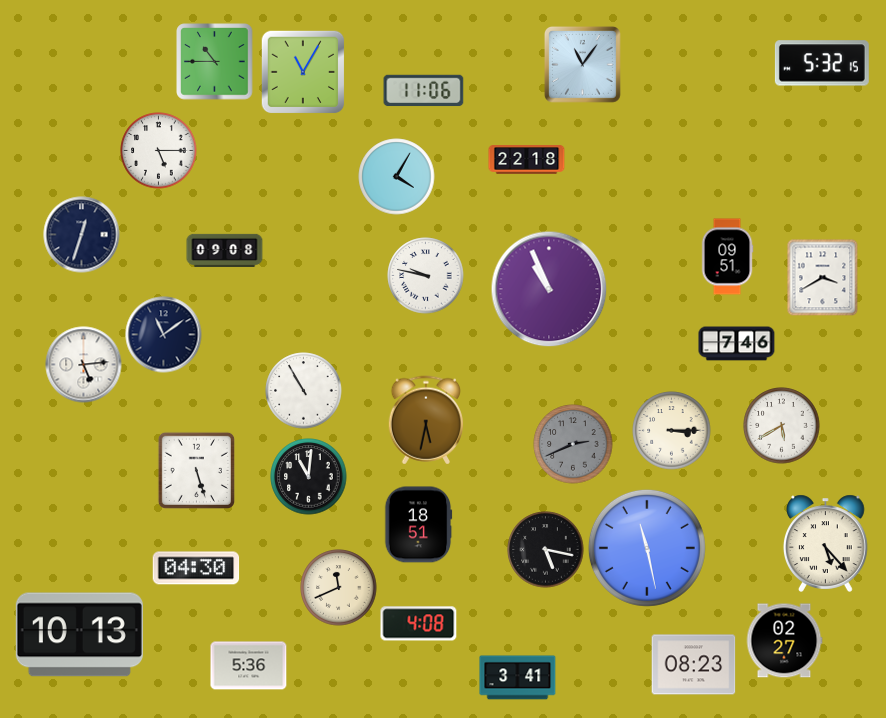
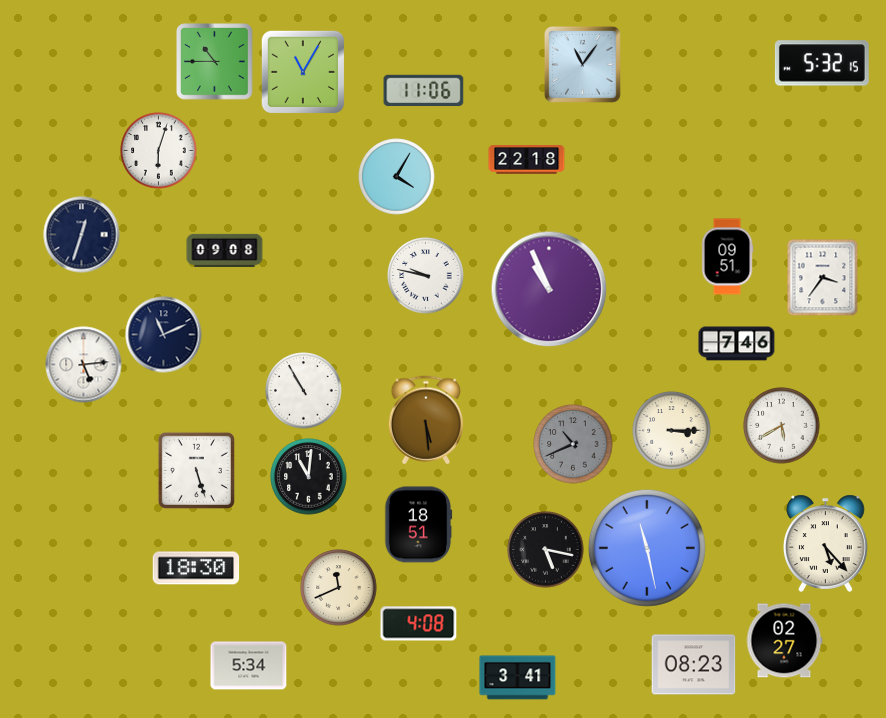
clock at (159, 151): 5:15 -> 6:03
clock at (823, 277): 3:40 -> 3:36
clock at (164, 335): 11:09 -> 11:11
clock at (425, 420): 5:32 -> 5:29
clock at (573, 444): 2:41 -> 10:41
clock at (196, 568): 04:30 -> 18:30
clock at (79, 635): 10:13 -> none
clock at (249, 666): 5:36 -> 5:34
